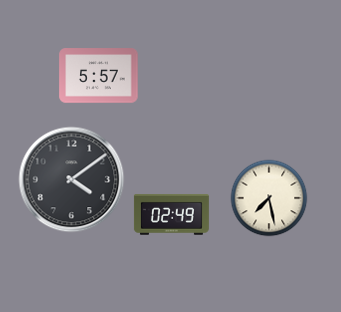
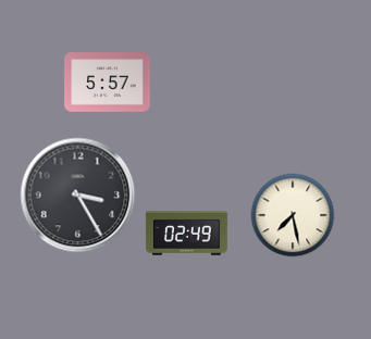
clock at (72, 180): 4:09 -> 3:25
